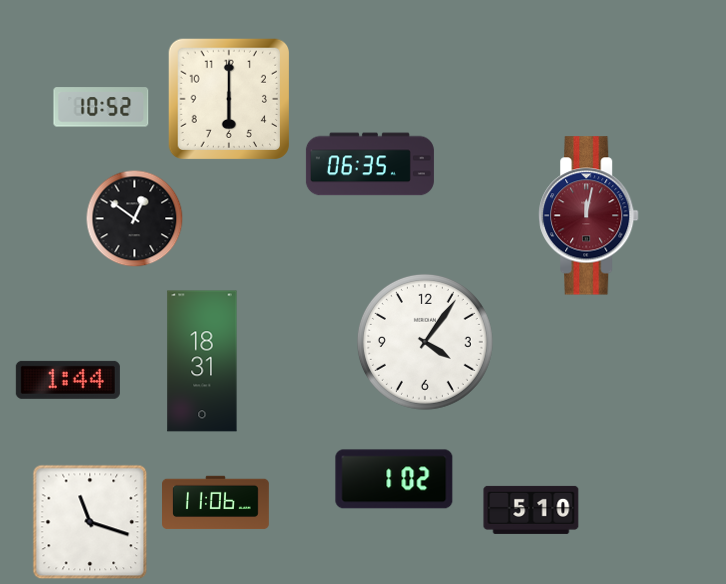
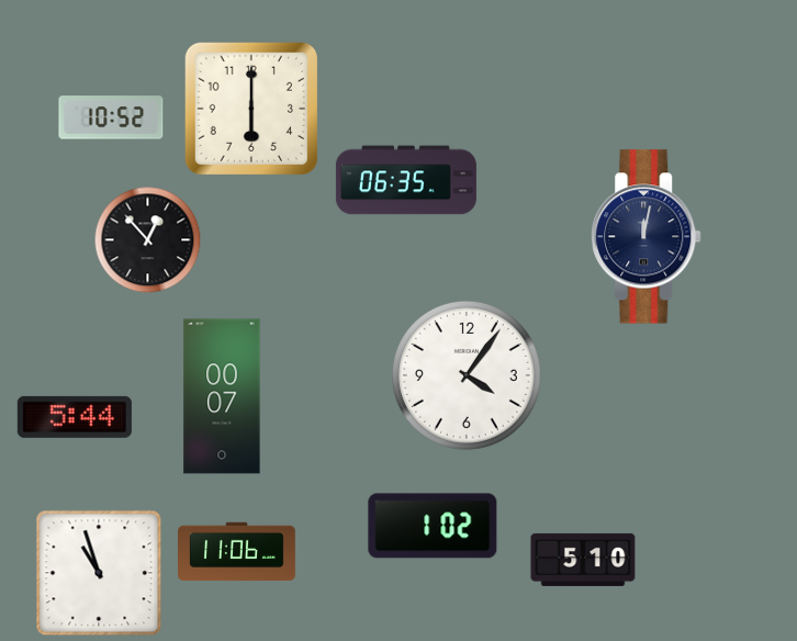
clock at (589, 216) dial: burgundy -> navy
clock at (135, 219): 12:51 -> 12:53
clock at (202, 361): 18:31 -> 00:07
clock at (68, 380): 1:44 -> 5:44
clock at (90, 522): 11:18 -> 10:57
